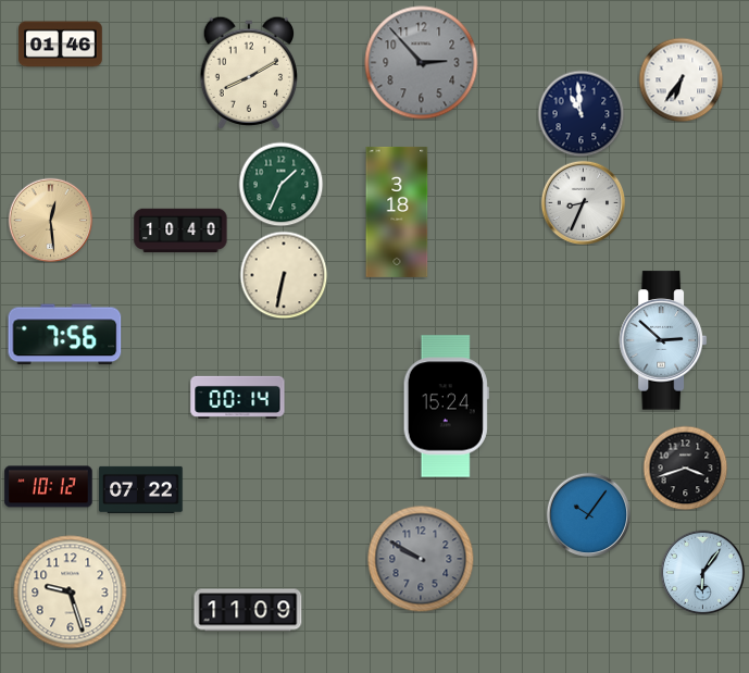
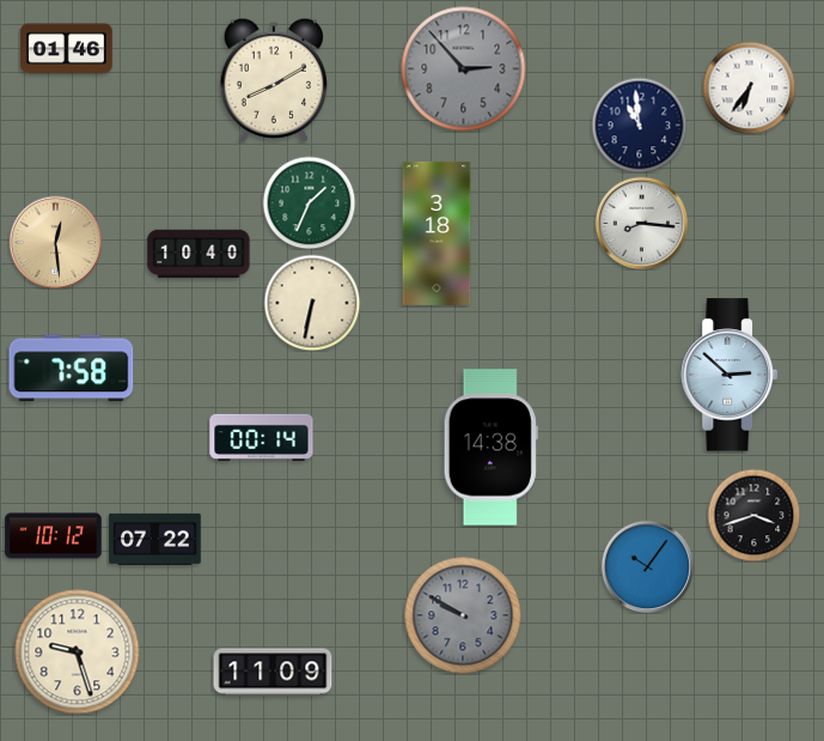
clock at (583, 202): 8:34 -> 8:16
clock at (65, 335): 7:56 -> 7:58
clock at (446, 407): 15:24 -> 14:38
clock at (702, 572): 6:06 -> none
